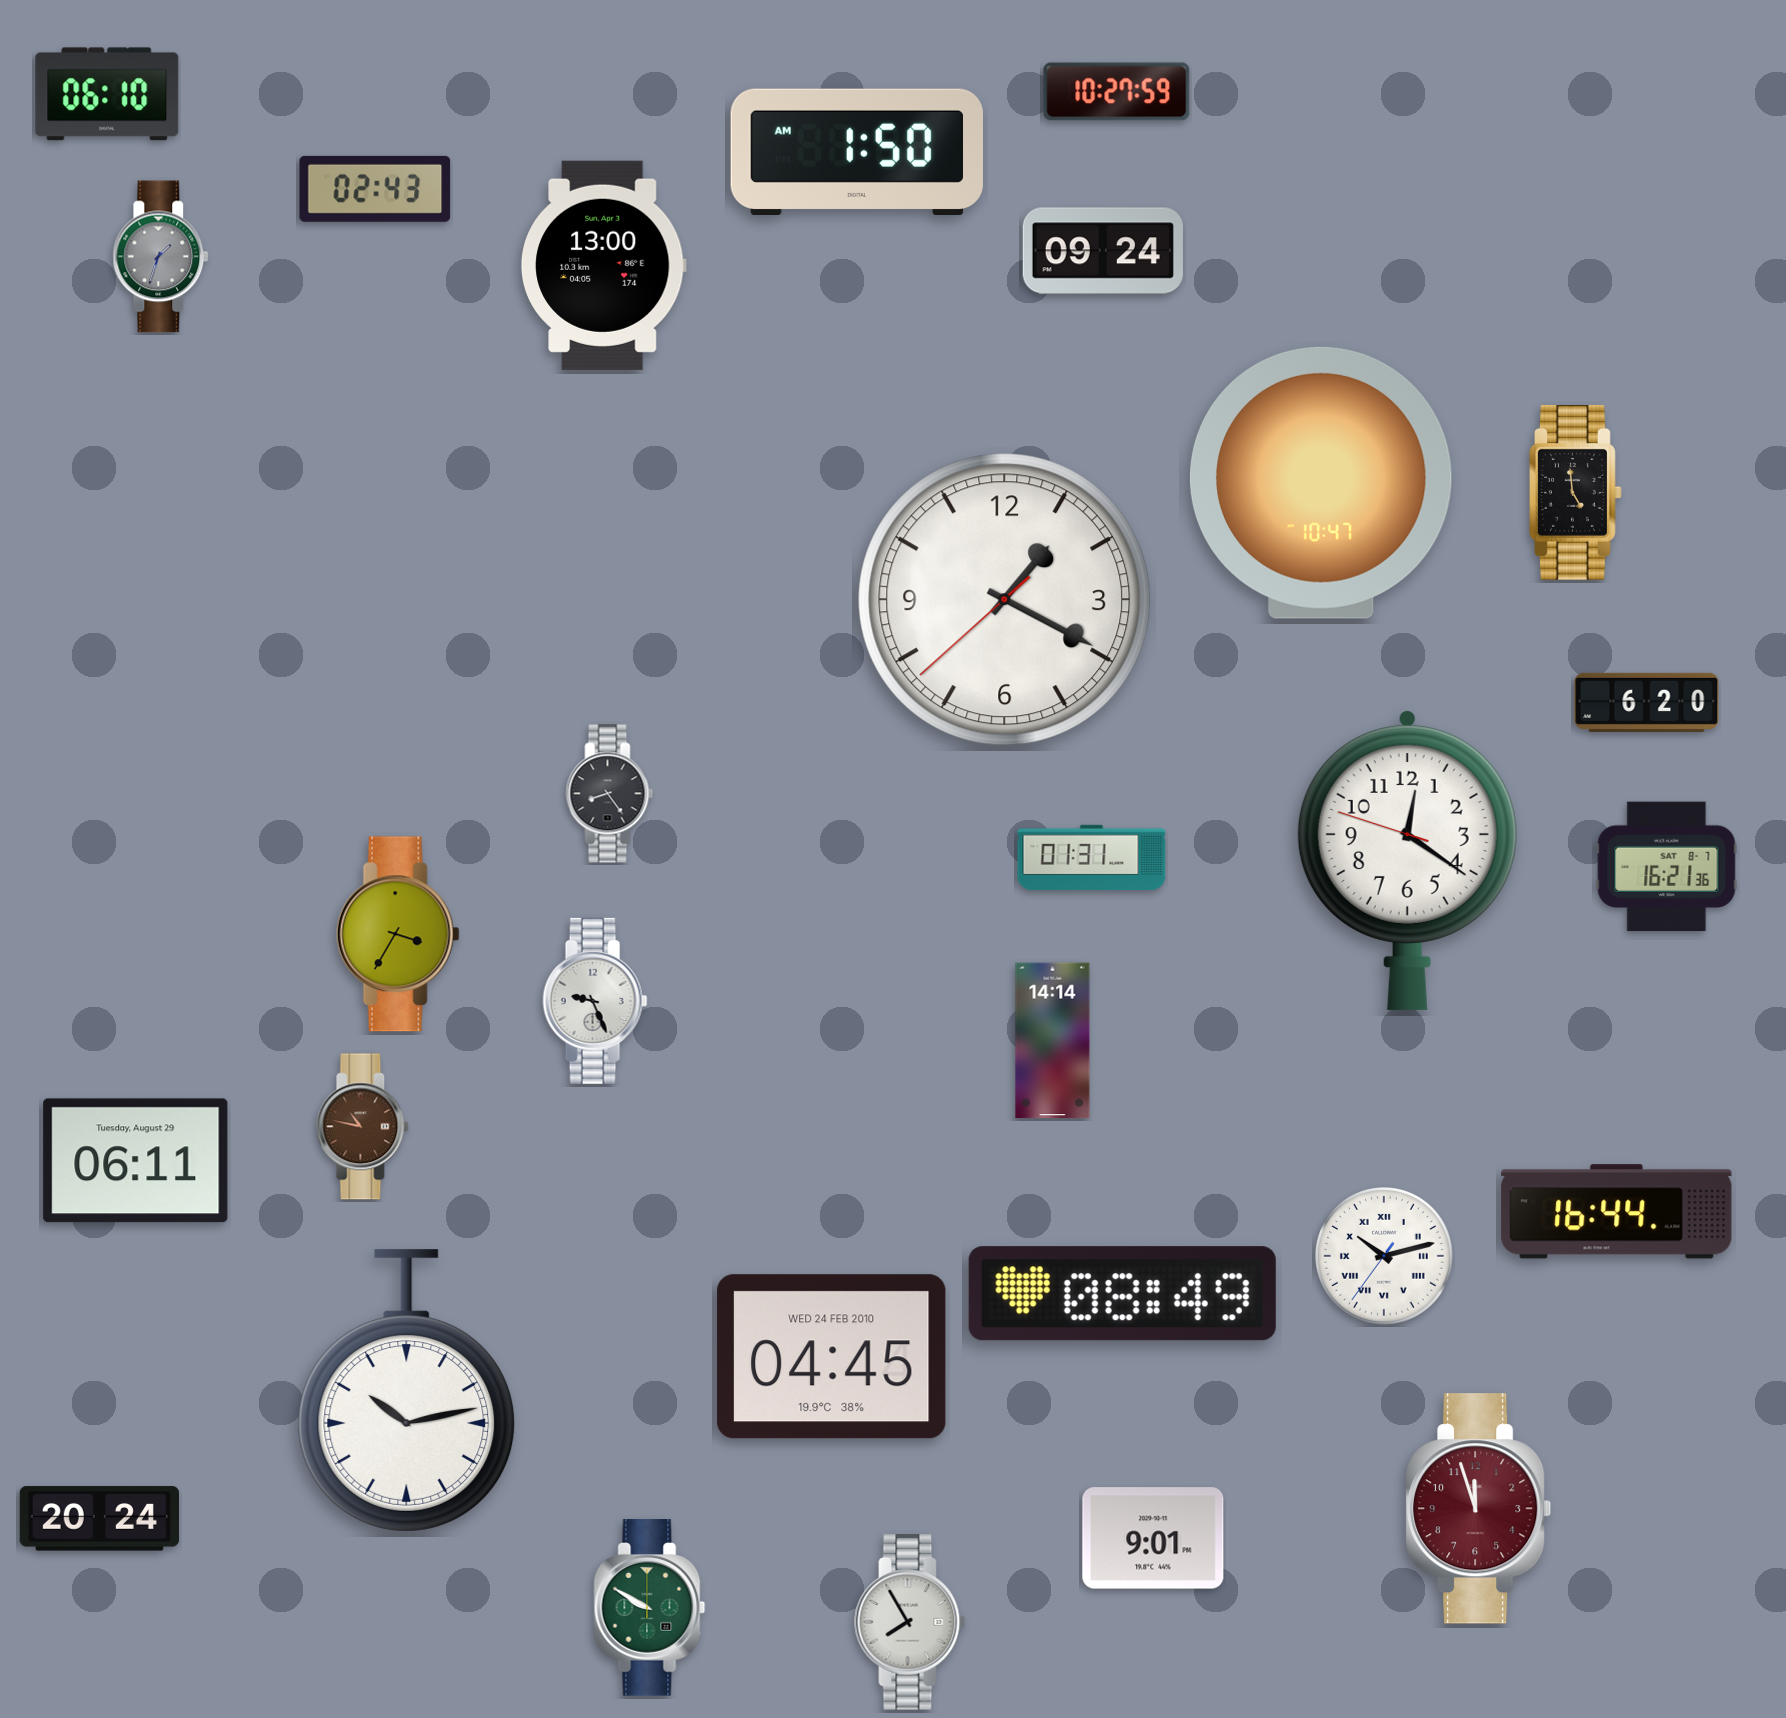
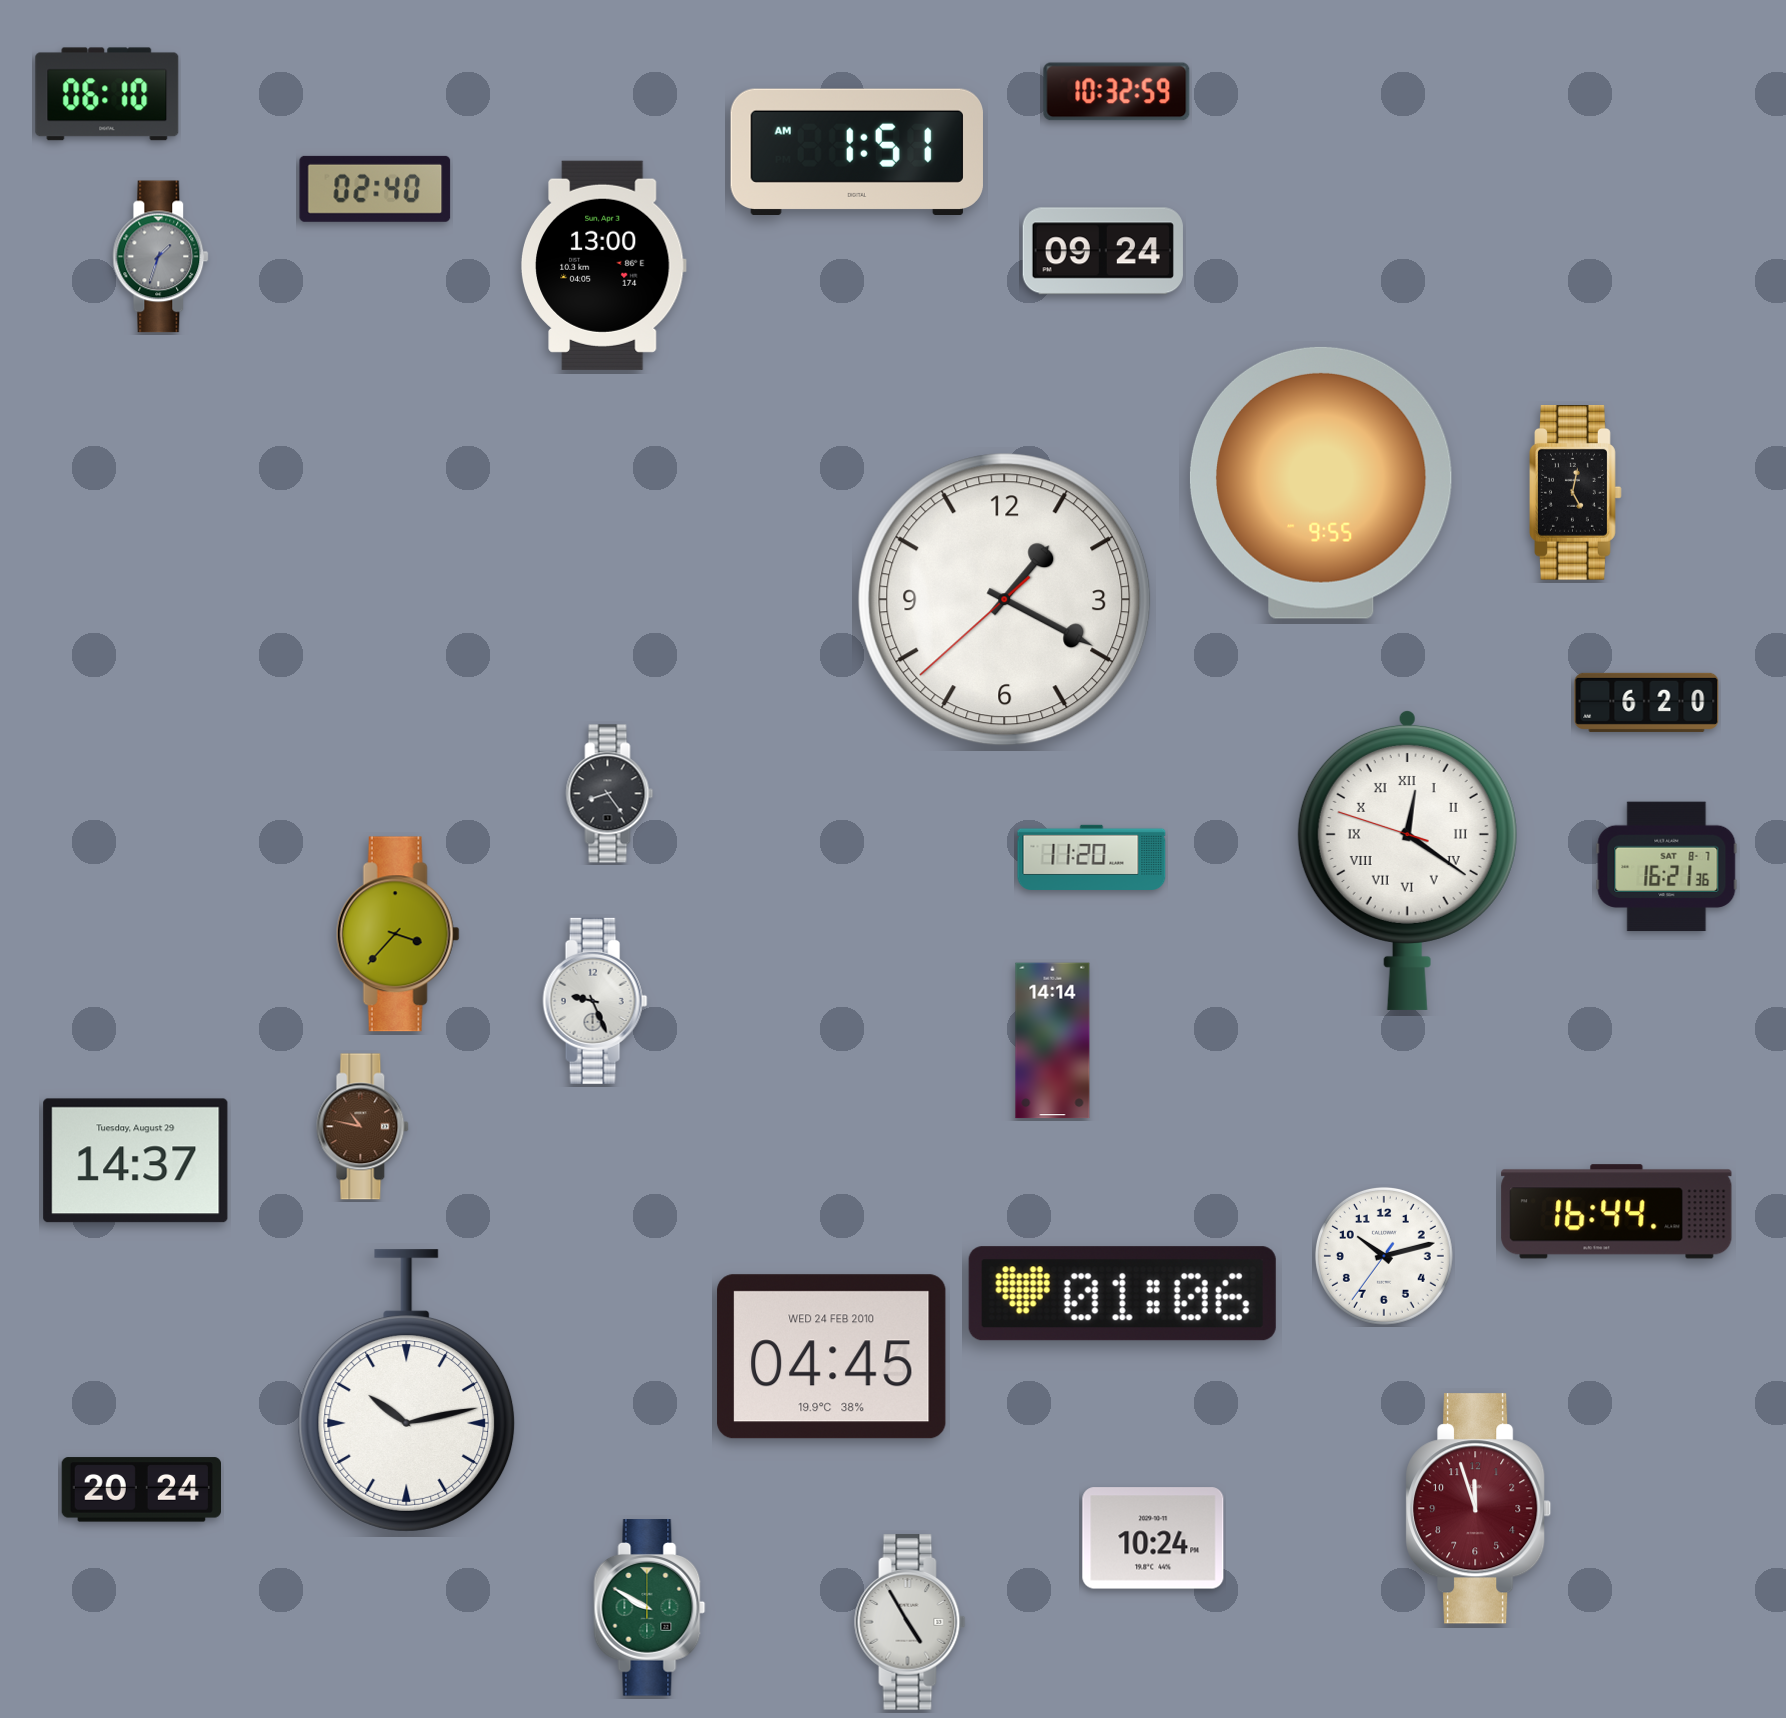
clock at (1117, 92): 10:27 -> 10:32
clock at (857, 151): 1:50 -> 1:51
clock at (375, 189): 02:43 -> 02:40
clock at (1321, 483): 10:47 -> 9:55
clock at (1576, 493): 4:59 -> 5:02
clock at (1092, 857): 01:31 -> 11:20
clock at (1407, 860) numerals: Arabic -> Roman
clock at (398, 934): 3:35 -> 3:37
clock at (136, 1161): 06:11 -> 14:37
clock at (1384, 1256) numerals: Roman -> Arabic
clock at (1122, 1294): 08:49 -> 01:06
clock at (99, 1519) position: (99, 1519) -> (141, 1490)
clock at (1153, 1538): 9:01 -> 10:24
clock at (910, 1622): 7:55 -> 4:55
